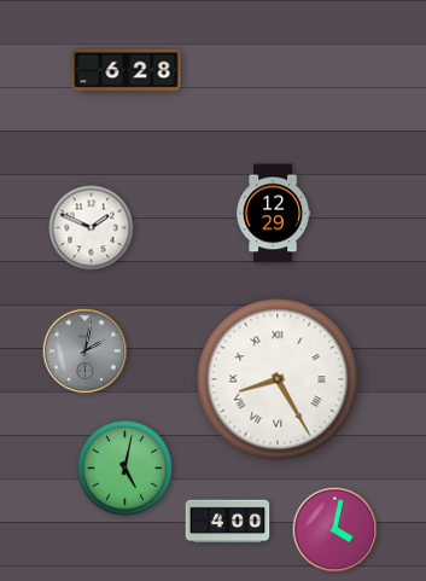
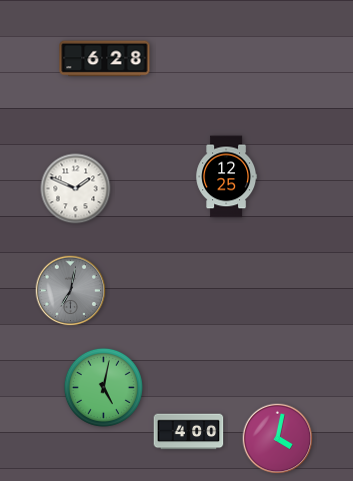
clock at (274, 214): 12:29 -> 12:25
clock at (86, 351): 2:02 -> 7:02
clock at (278, 379): 8:25 -> none
